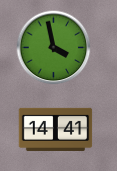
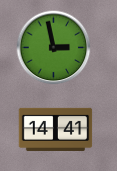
clock at (54, 48): 3:58 -> 2:58
